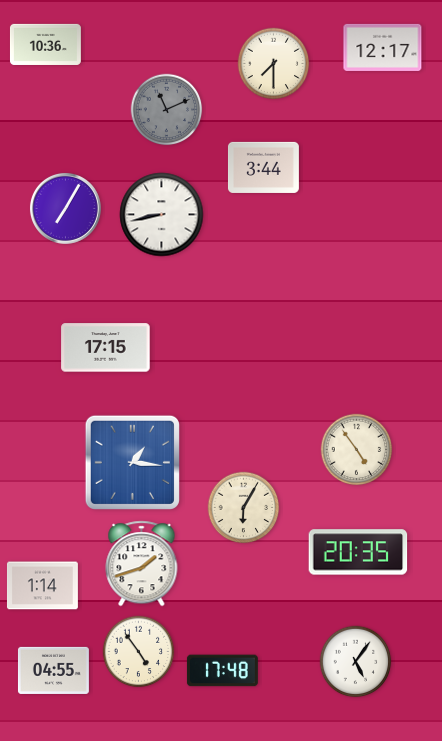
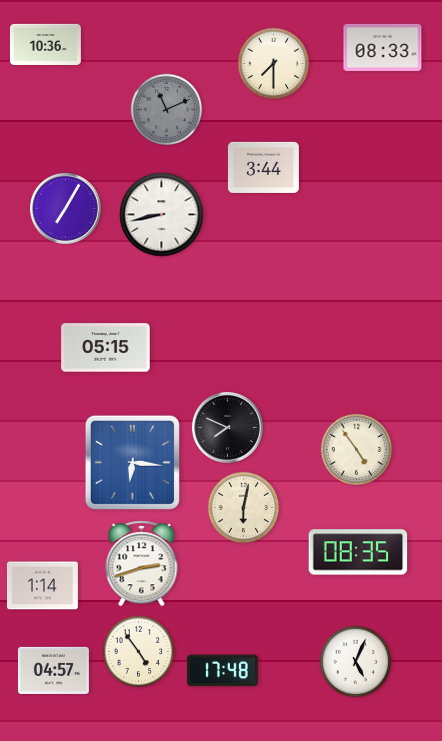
clock at (383, 47): 12:17 -> 08:33
clock at (106, 348): 17:15 -> 05:15
clock at (227, 427): none -> 7:49
clock at (132, 462): 1:16 -> 6:16
clock at (244, 508): 6:05 -> 6:02
clock at (358, 552): 20:35 -> 08:35
clock at (142, 564): 1:42 -> 2:42
clock at (356, 662): 5:06 -> 5:04
clock at (53, 670): 04:55 -> 04:57
